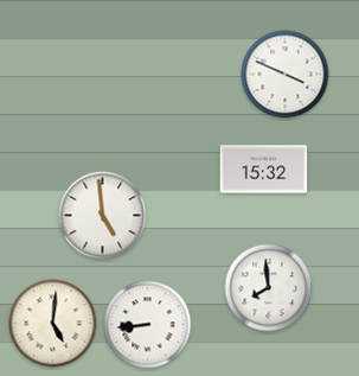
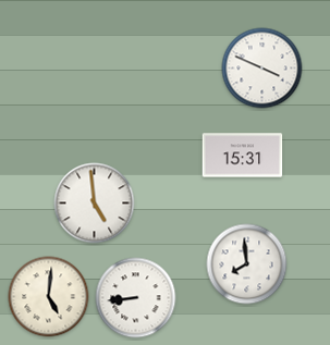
clock at (264, 170): 15:32 -> 15:31
clock at (103, 216) position: (103, 216) -> (95, 204)
